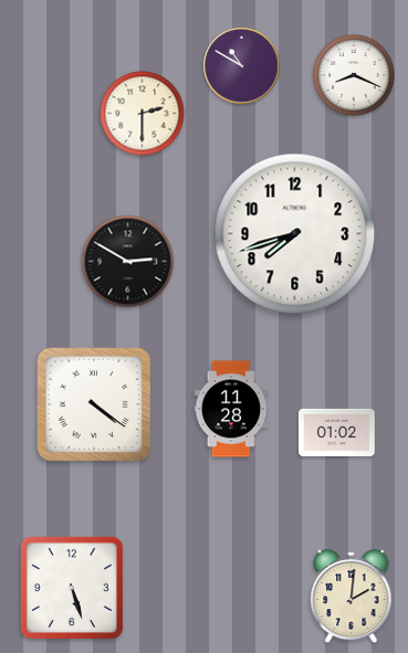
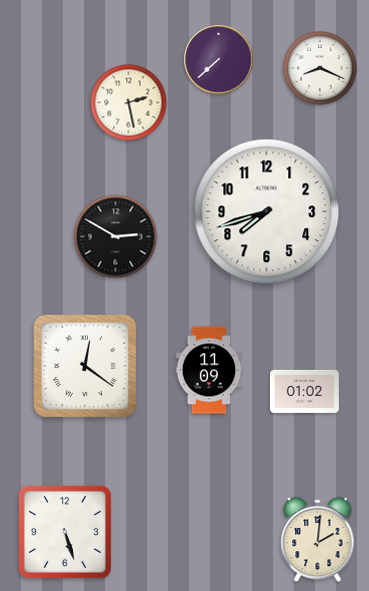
clock at (242, 66): 10:50 -> 7:38
clock at (143, 114): 2:30 -> 2:28
clock at (94, 404): 4:21 -> 12:21
clock at (231, 409): 11:28 -> 11:09
